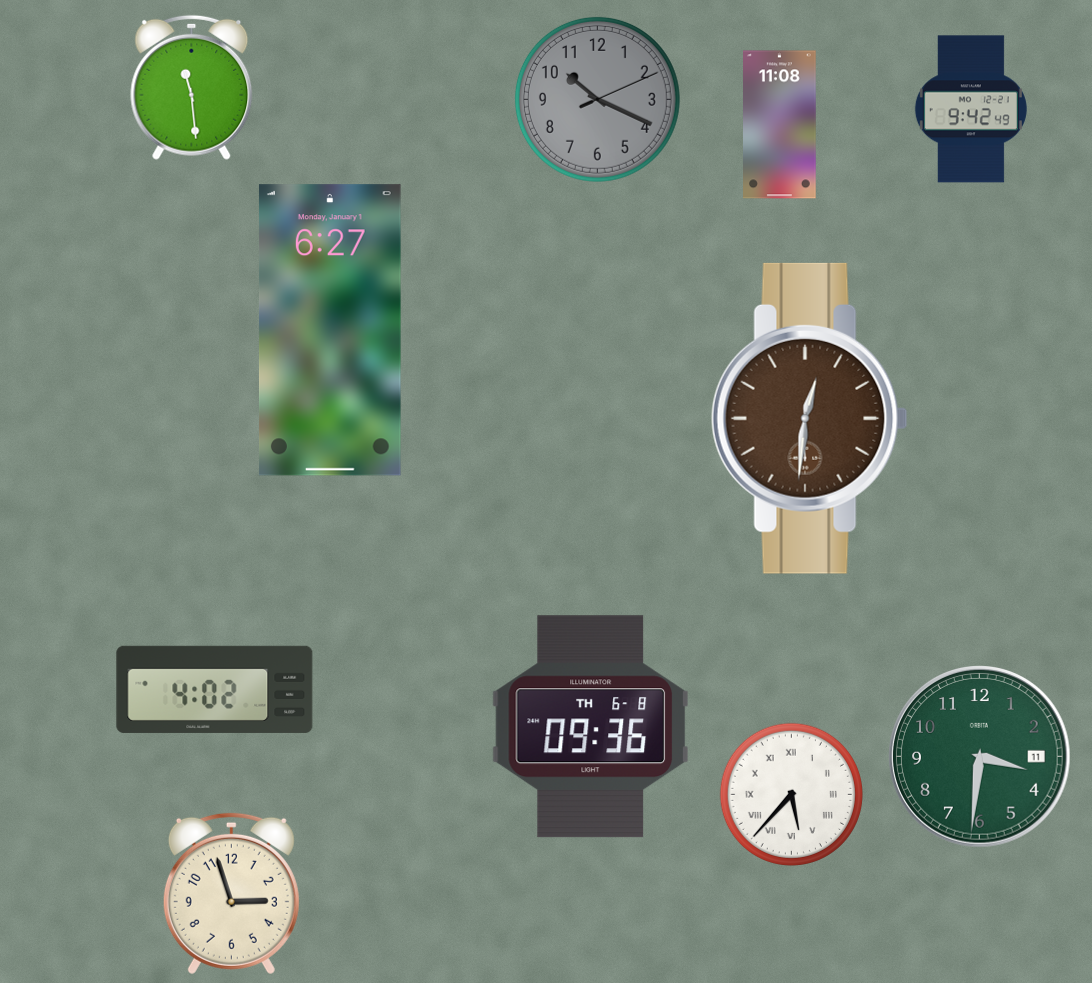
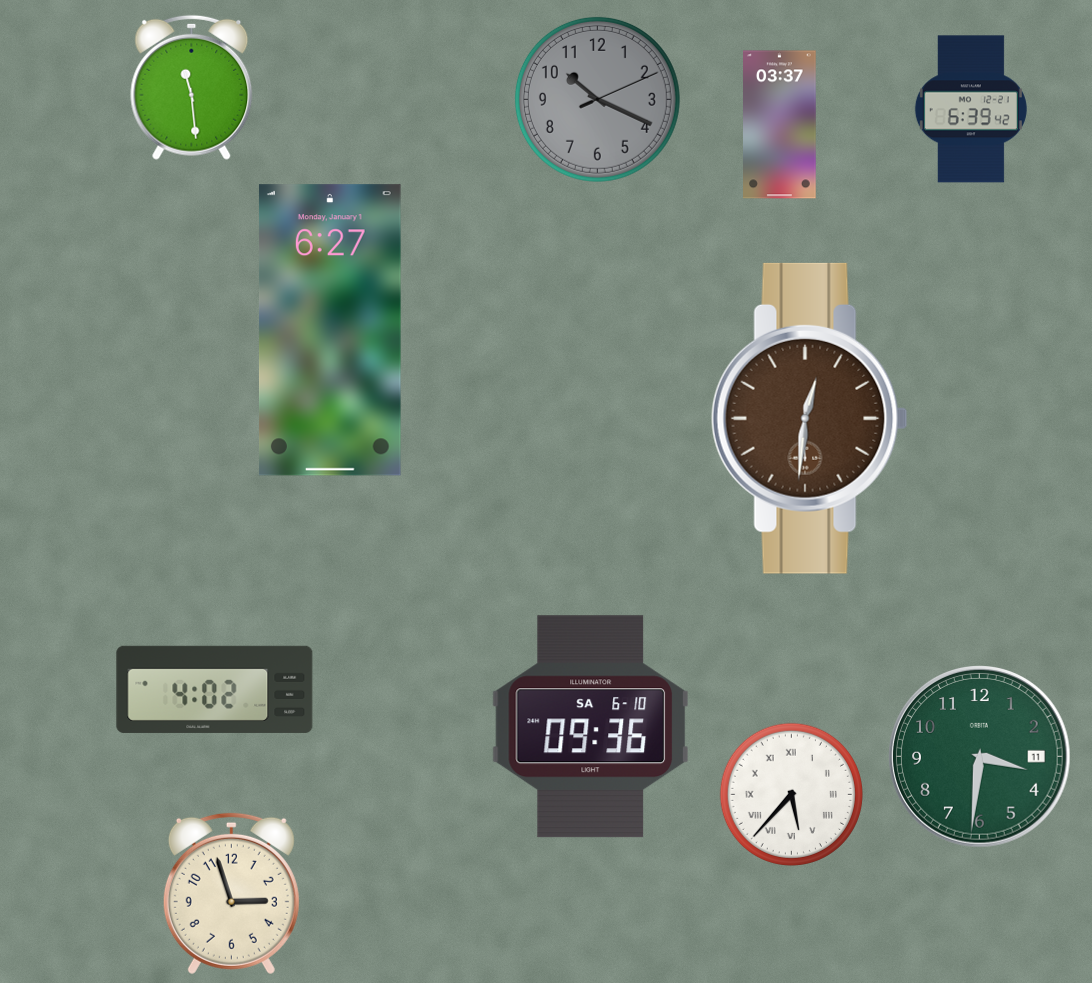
clock at (971, 109): 9:42 -> 6:39
clock at (780, 125): 11:08 -> 03:37
clock at (590, 727) date: TH 6-8 -> SA 6-10
